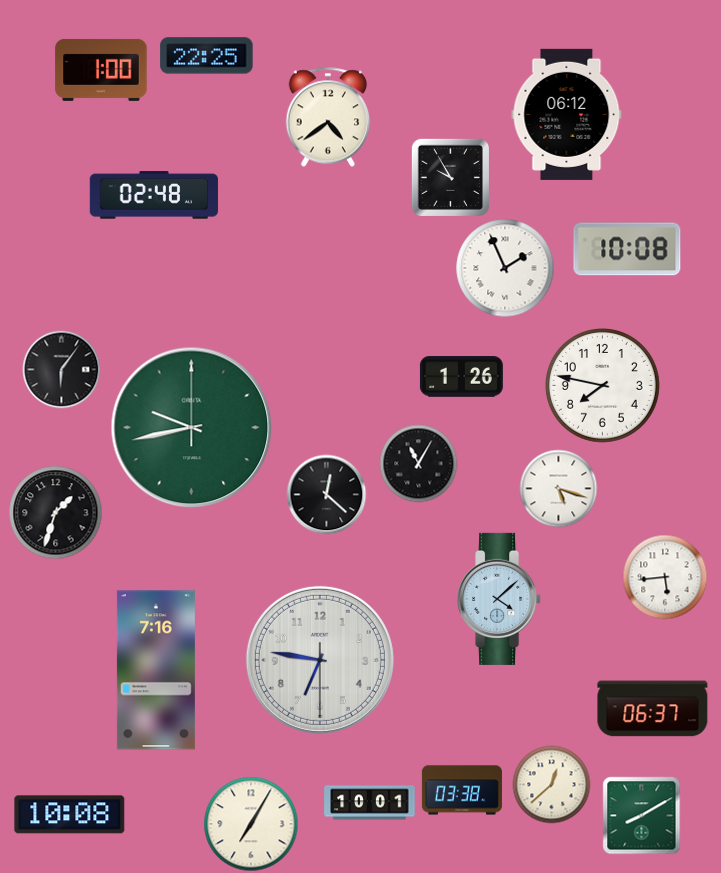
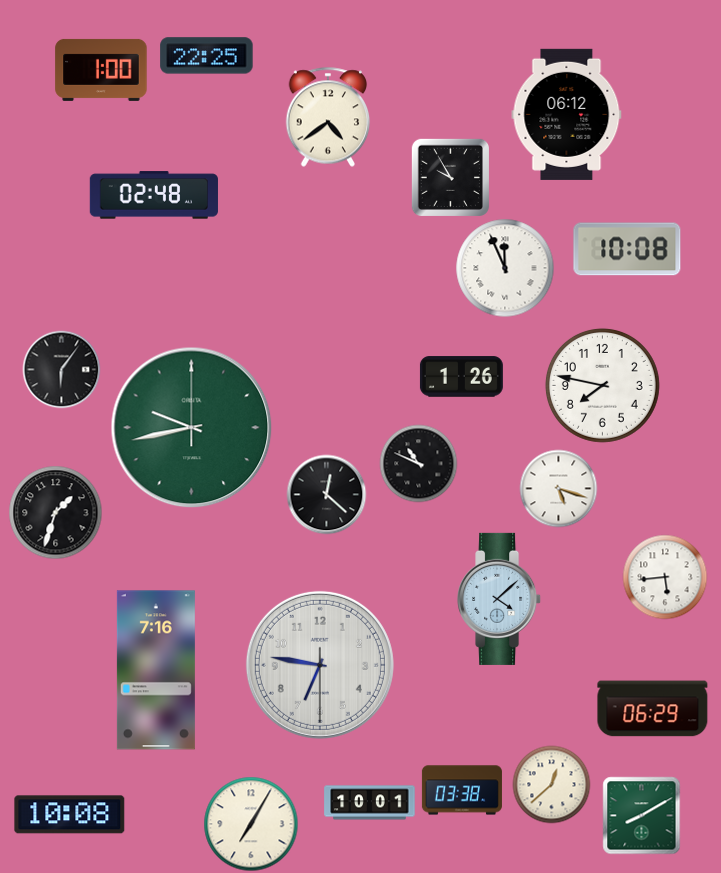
clock at (505, 268): 1:56 -> 11:56
clock at (418, 463): 11:05 -> 10:49
clock at (320, 660) position: (320, 660) -> (320, 665)
clock at (653, 709): 06:37 -> 06:29
